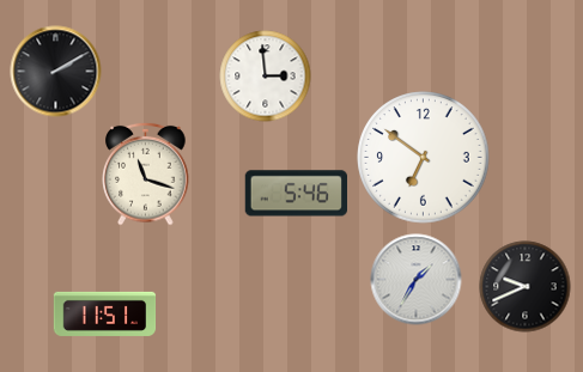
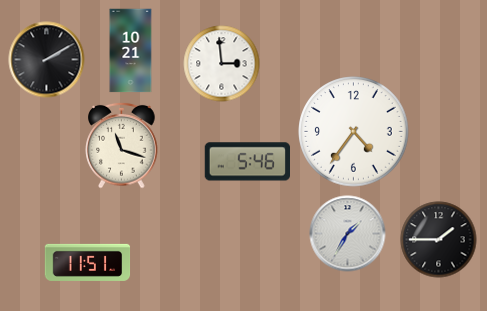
clock at (131, 51): none -> 10:21
clock at (424, 158): 6:51 -> 4:36
clock at (526, 287): 9:41 -> 1:45
